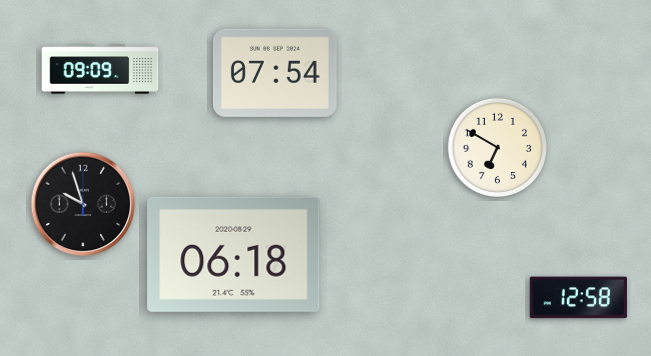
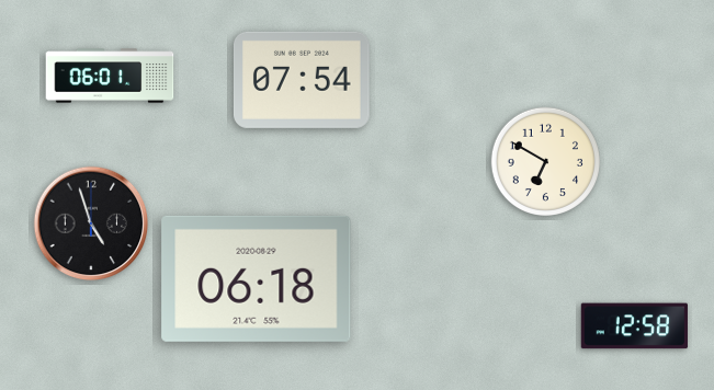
clock at (100, 69): 09:09 -> 06:01
clock at (83, 204): 9:57 -> 4:57
